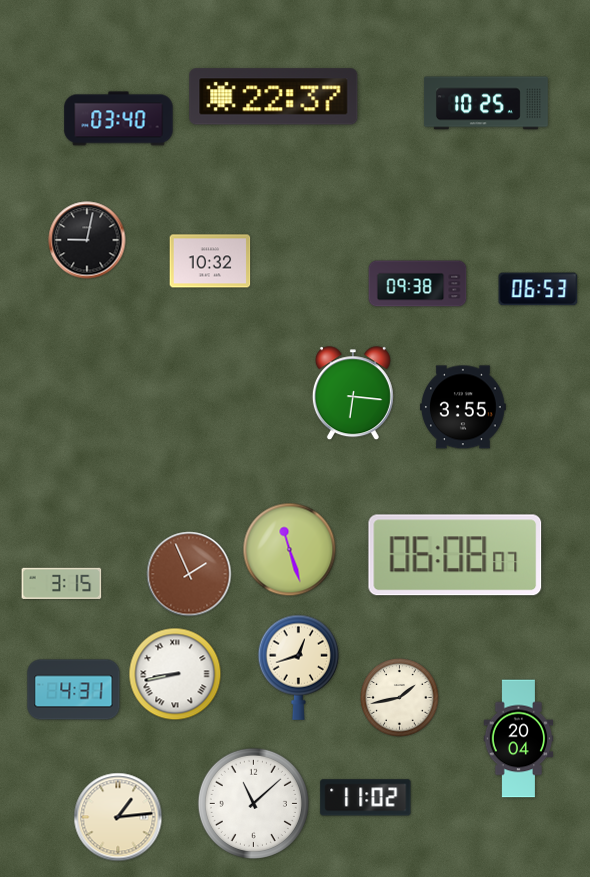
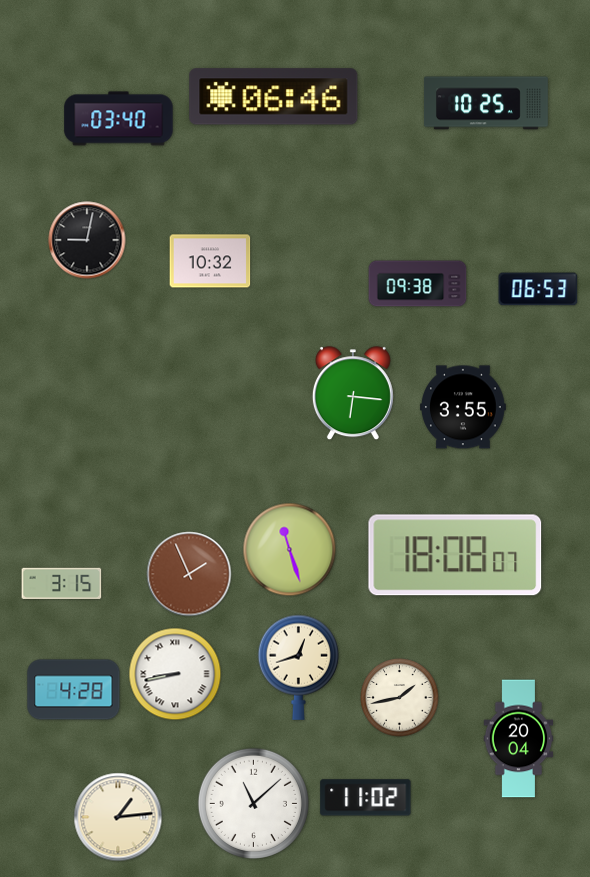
clock at (274, 97): 22:37 -> 06:46
clock at (455, 555): 06:08 -> 18:08
clock at (74, 690): 4:31 -> 4:28
